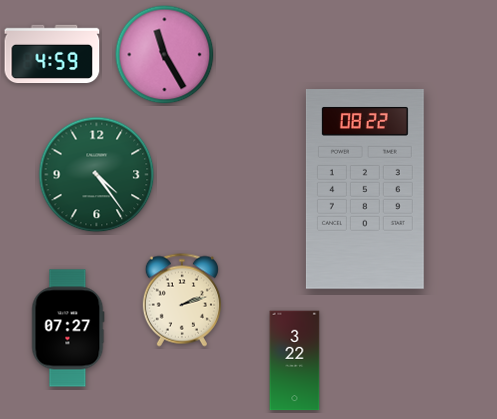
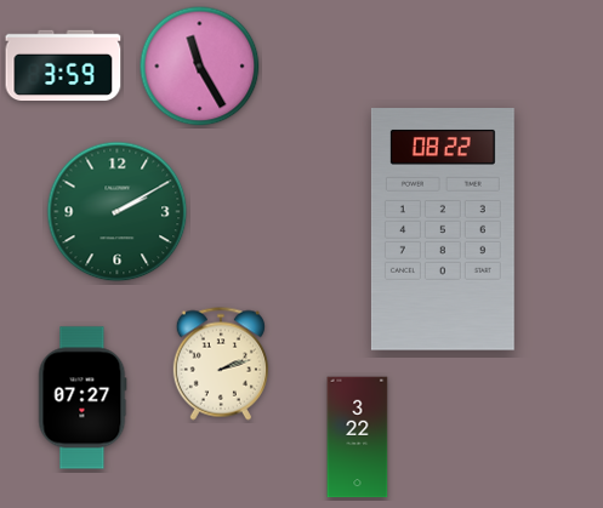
clock at (52, 54): 4:59 -> 3:59
clock at (97, 175): 4:24 -> 2:10
